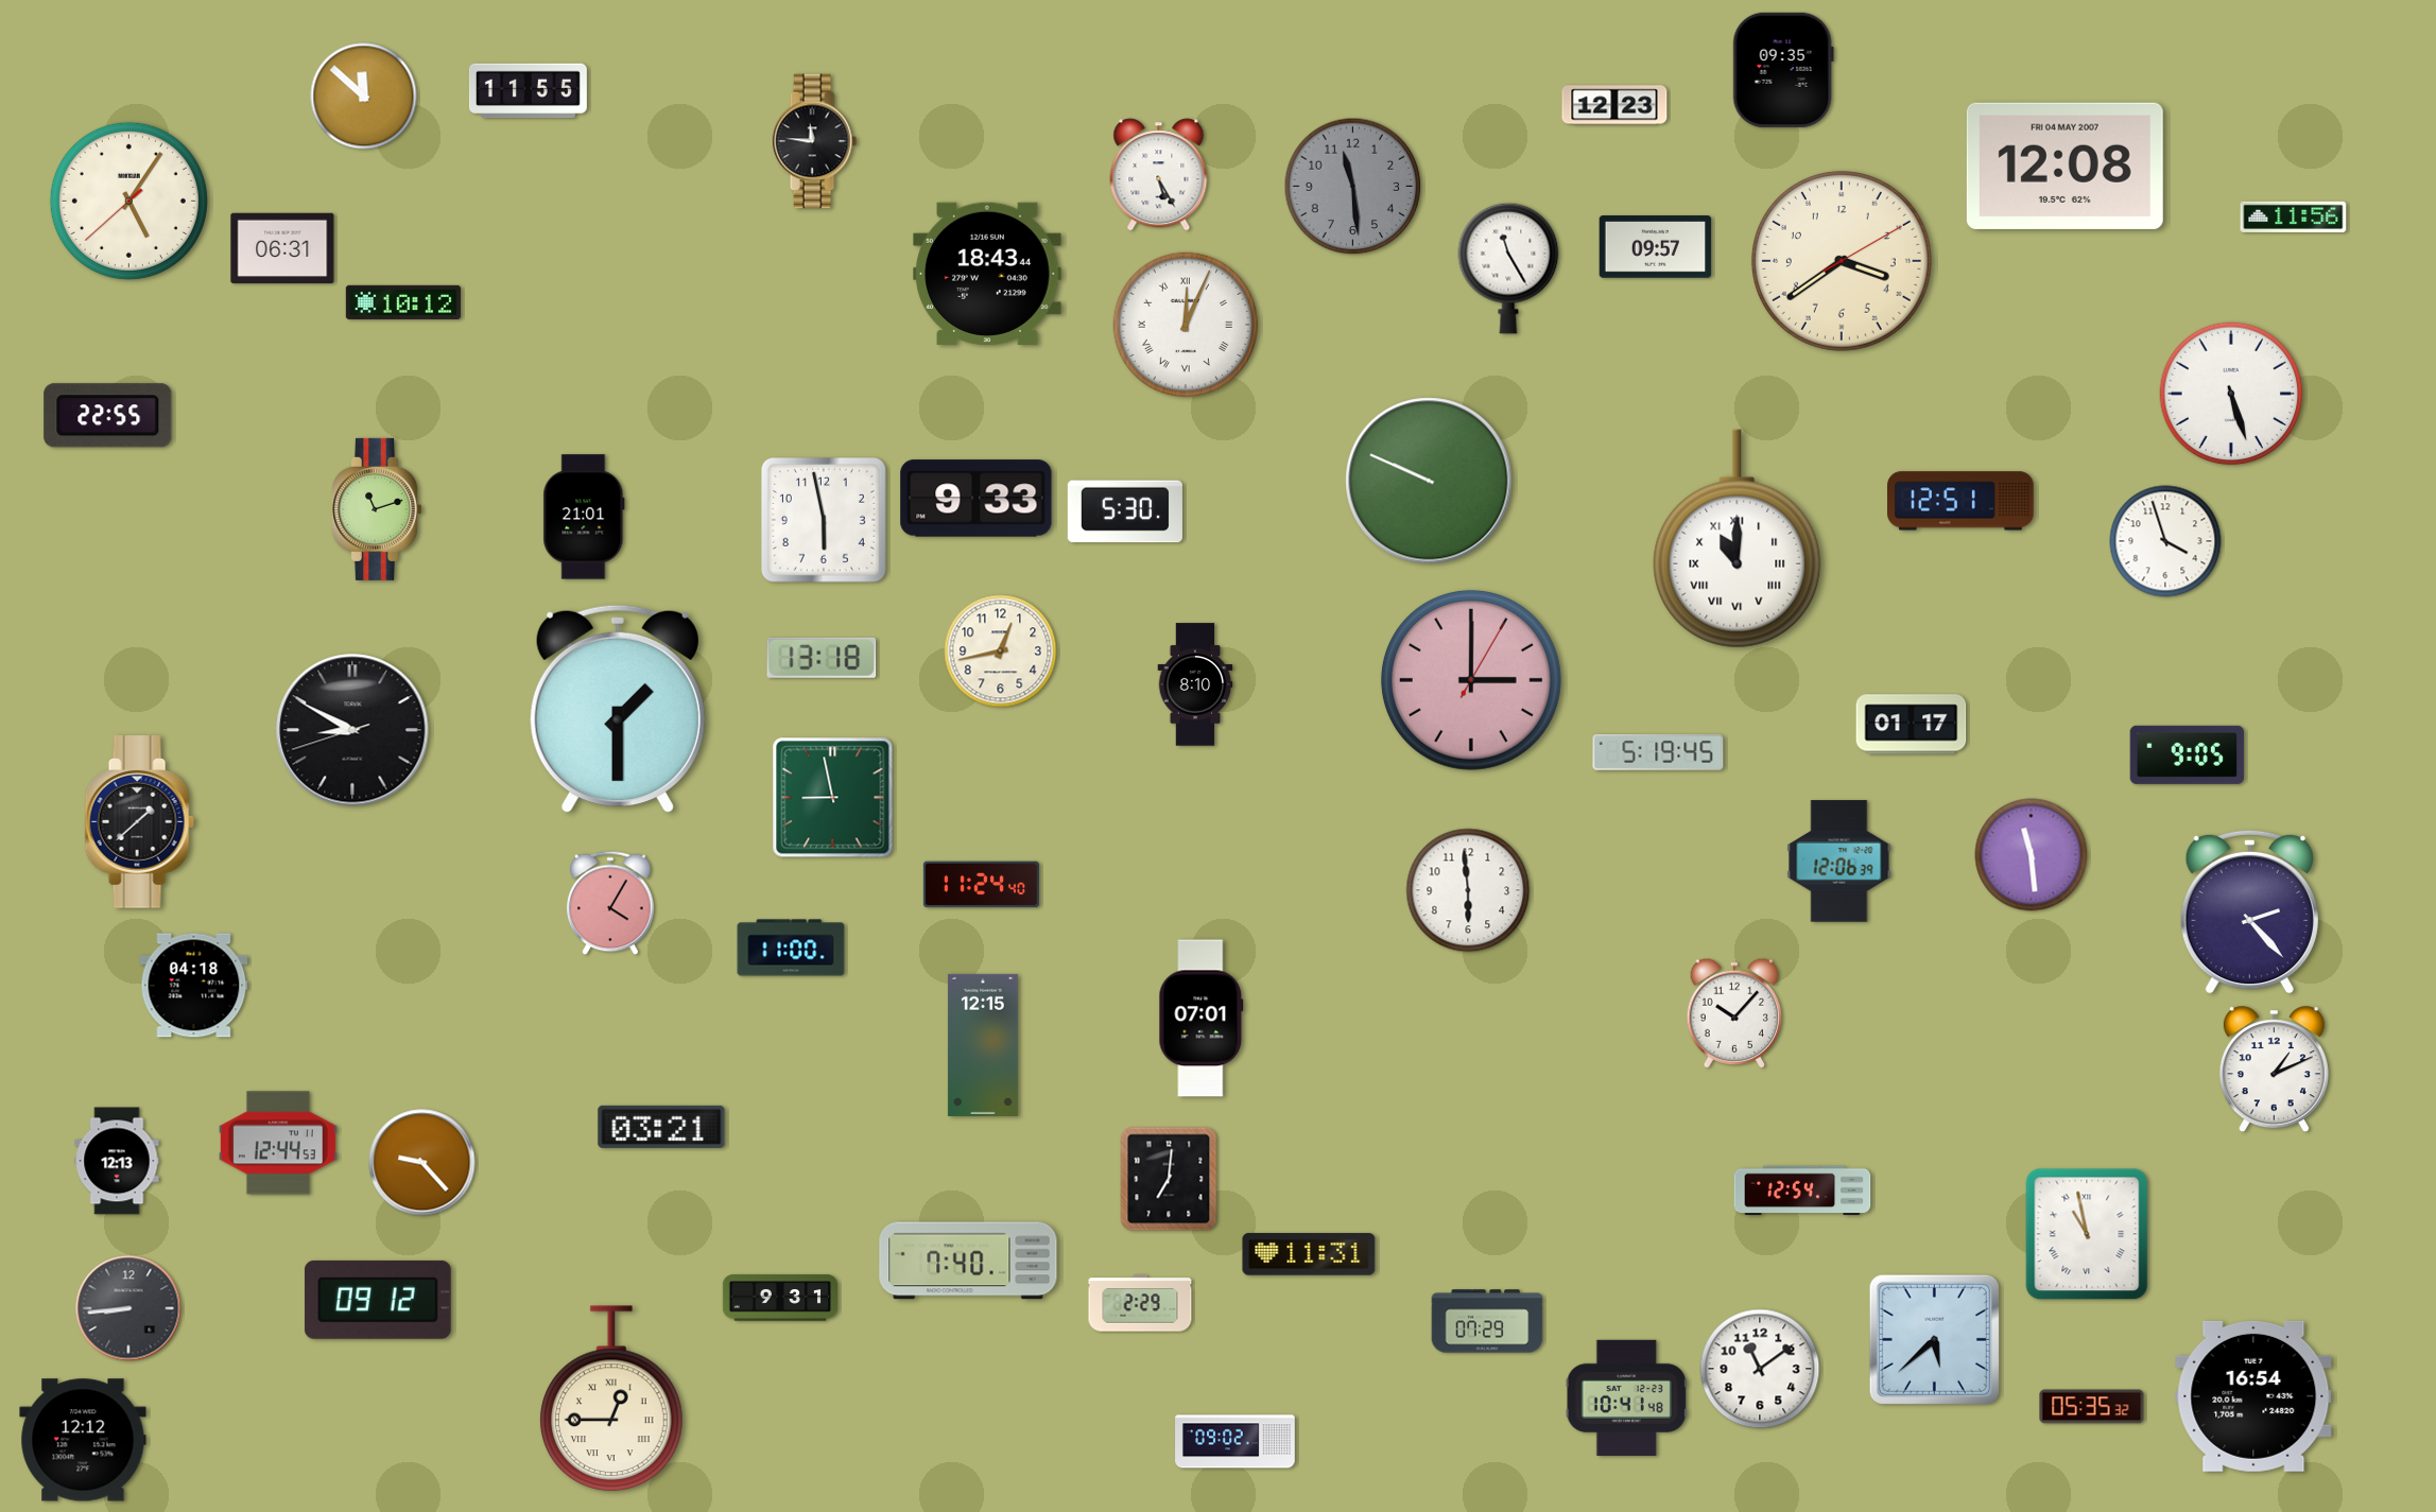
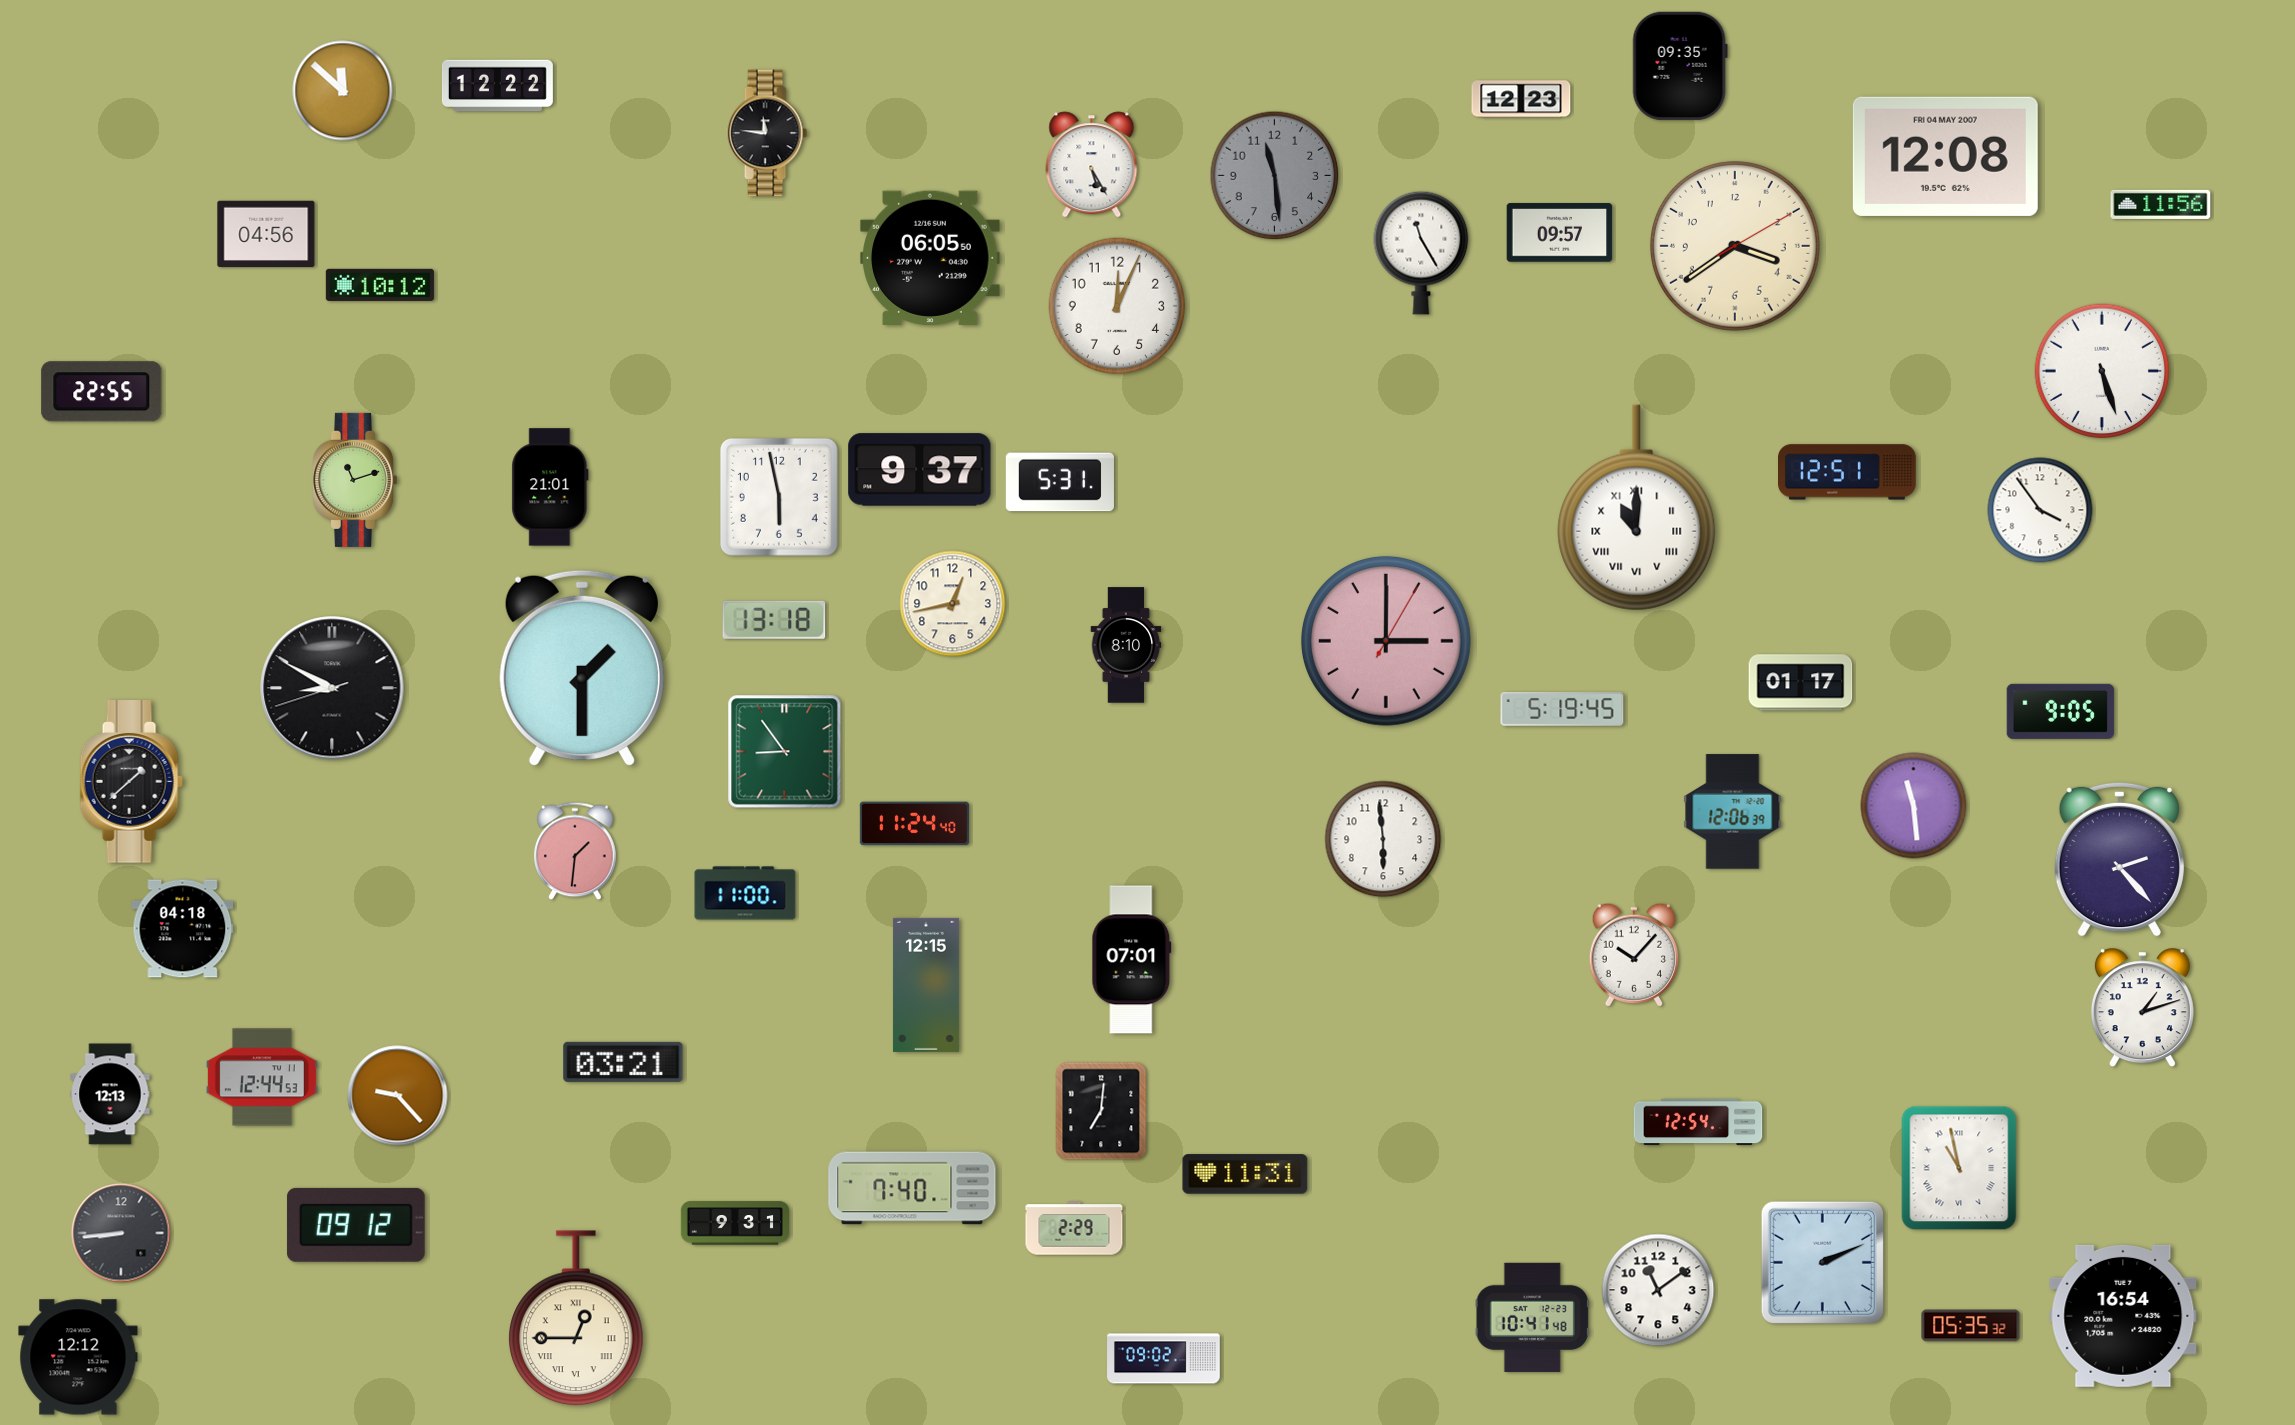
clock at (528, 91): 11:55 -> 12:22
clock at (128, 201): 5:05 -> none
clock at (282, 248): 06:31 -> 04:56
clock at (987, 274): 18:43 -> 06:05
clock at (1186, 325) numerals: Roman -> Arabic
clock at (1429, 481): 9:49 -> none
clock at (977, 499): 9:33 -> 9:37
clock at (1125, 511): 5:30 -> 5:31
clock at (824, 520) position: (824, 520) -> (779, 497)
clock at (2165, 541): 3:57 -> 3:54
clock at (1001, 651) position: (1001, 651) -> (953, 604)
clock at (833, 798): 8:58 -> 8:54
clock at (139, 822) position: (139, 822) -> (131, 782)
clock at (981, 885) position: (981, 885) -> (914, 824)
clock at (611, 903): 4:05 -> 1:31
clock at (2274, 1070): 1:11 -> 1:12
clock at (2087, 1234) position: (2087, 1234) -> (1959, 1168)
clock at (1309, 1254) position: (1309, 1254) -> (1245, 1174)
clock at (1487, 1321): 07:29 -> none
clock at (1934, 1339): 5:38 -> 2:11
